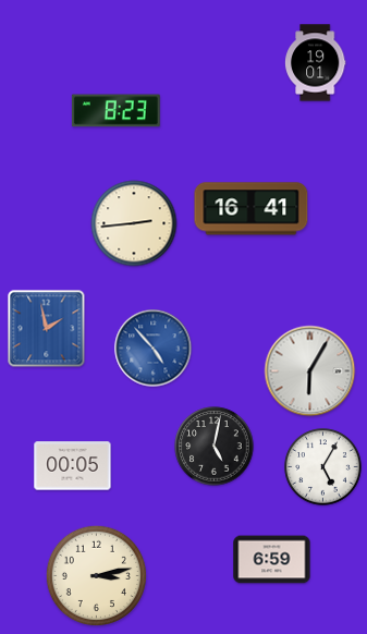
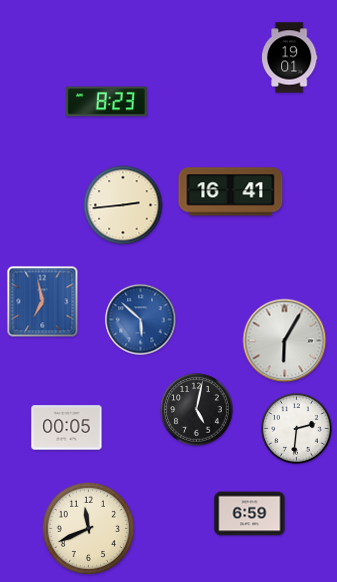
clock at (47, 329): 1:58 -> 6:58
clock at (154, 349): 4:53 -> 5:52
clock at (323, 467): 5:05 -> 2:31
clock at (96, 575): 3:13 -> 11:41
